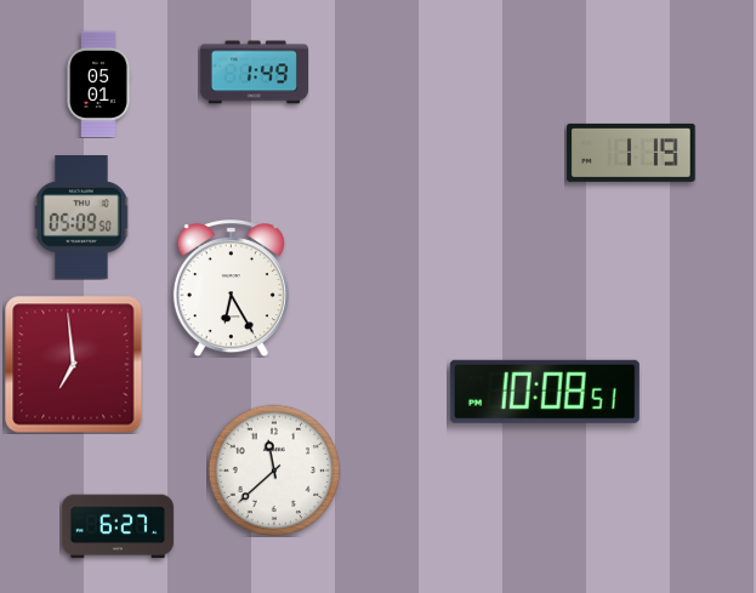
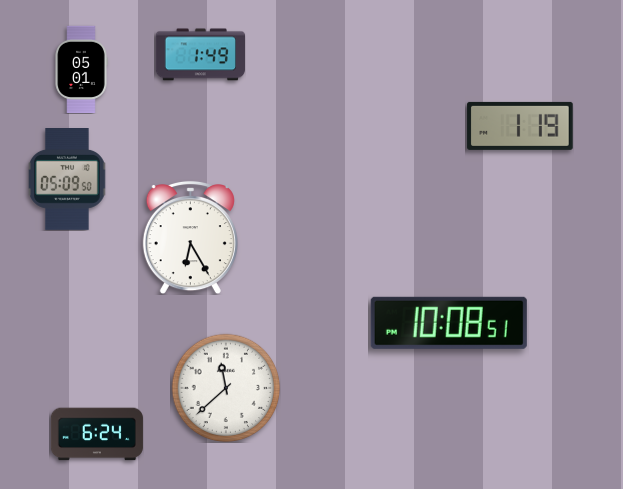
clock at (254, 73) position: (254, 73) -> (200, 55)
clock at (73, 364): 6:59 -> none
clock at (118, 526): 6:27 -> 6:24
